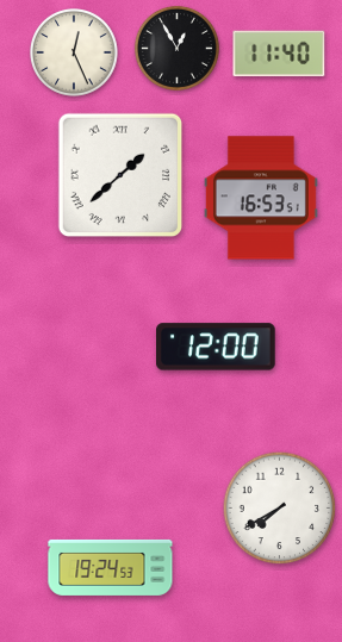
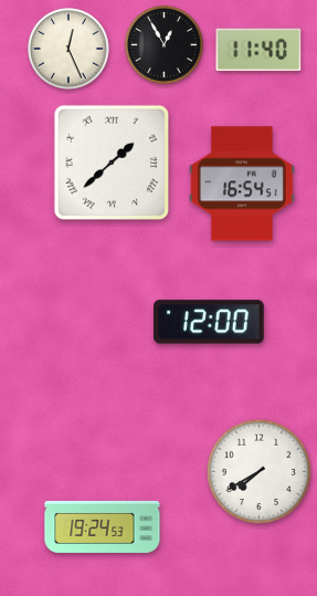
clock at (261, 198): 16:53 -> 16:54
clock at (217, 347) position: (217, 347) -> (210, 322)
